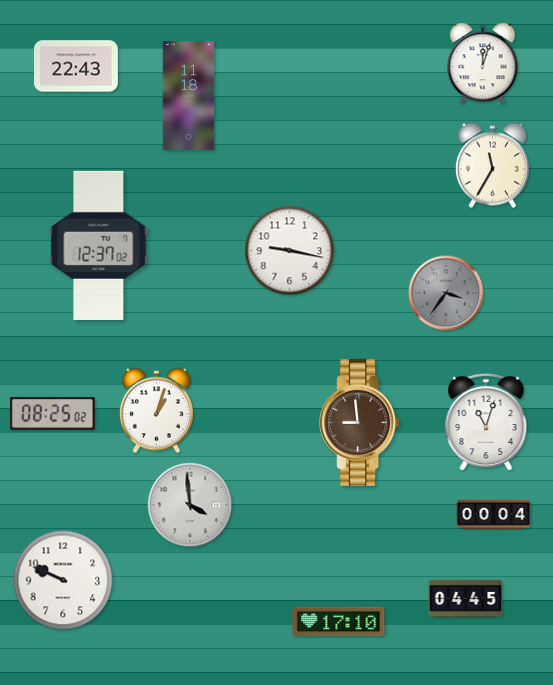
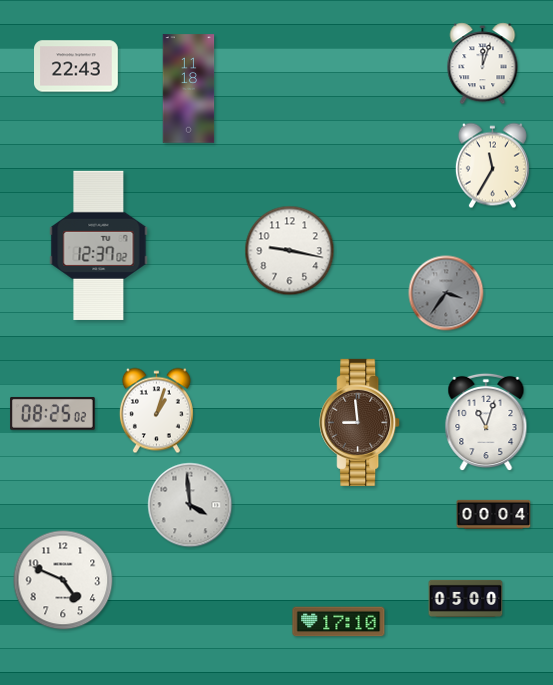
clock at (189, 96) position: (189, 96) -> (189, 89)
clock at (63, 580): 9:49 -> 4:49
clock at (466, 598): 04:45 -> 05:00
